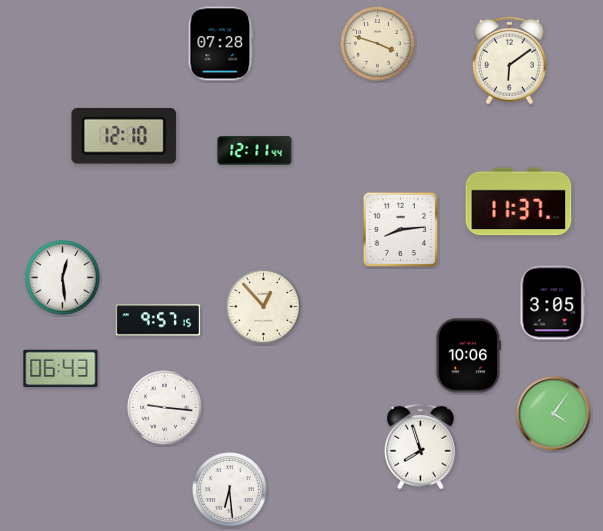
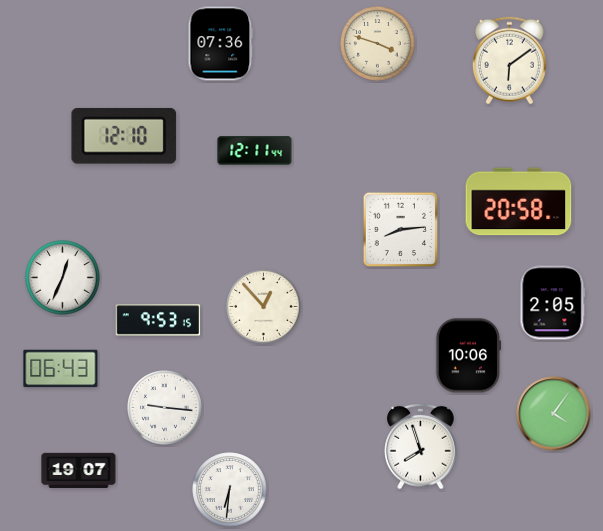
clock at (221, 44): 07:28 -> 07:36
clock at (519, 202): 11:37 -> 20:58
clock at (63, 278): 12:29 -> 12:34
clock at (553, 303): 3:05 -> 2:05
clock at (158, 320): 9:57 -> 9:53
clock at (79, 470): none -> 19:07
clock at (230, 490): 6:29 -> 6:31
